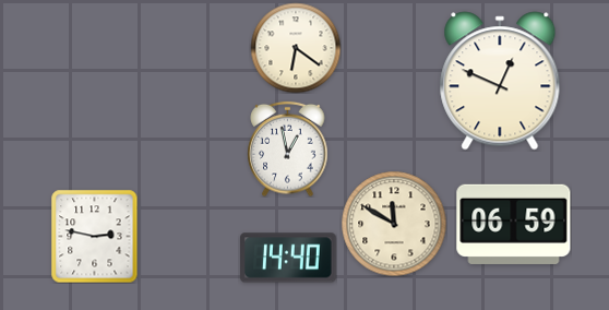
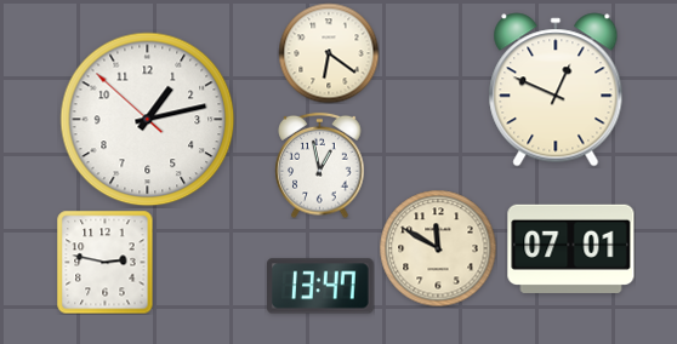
clock at (148, 120): none -> 1:12
clock at (514, 224): 06:59 -> 07:01
clock at (289, 258): 14:40 -> 13:47
